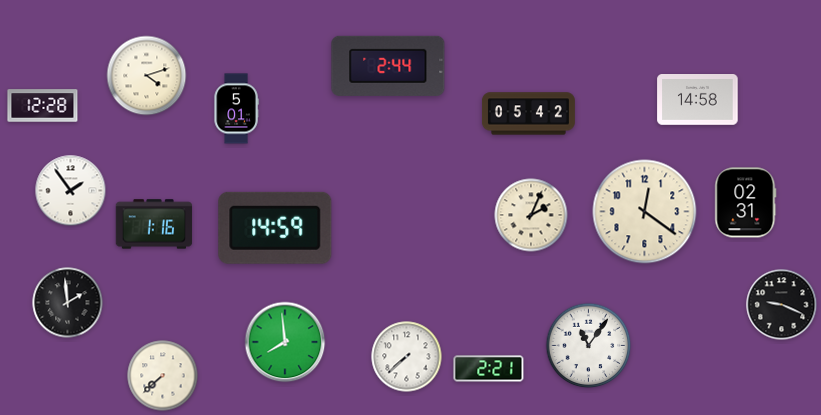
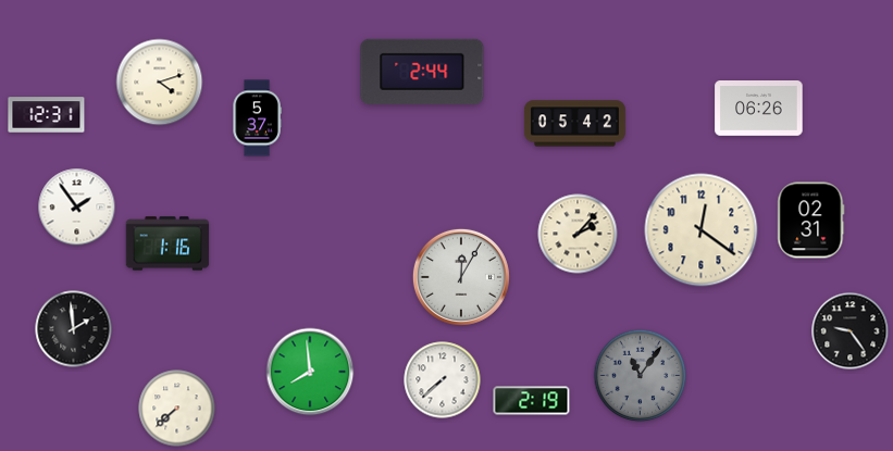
clock at (698, 100): 14:58 -> 06:26
clock at (43, 106): 12:28 -> 12:31
clock at (236, 109): 5:01 -> 5:37
clock at (531, 215): 2:04 -> 2:07
clock at (275, 228): 14:59 -> none
clock at (461, 277): none -> 12:05
clock at (782, 305): 9:19 -> 9:24
clock at (589, 346) dial: white -> grey
clock at (407, 357) position: (407, 357) -> (443, 380)
clock at (489, 369): 2:21 -> 2:19
